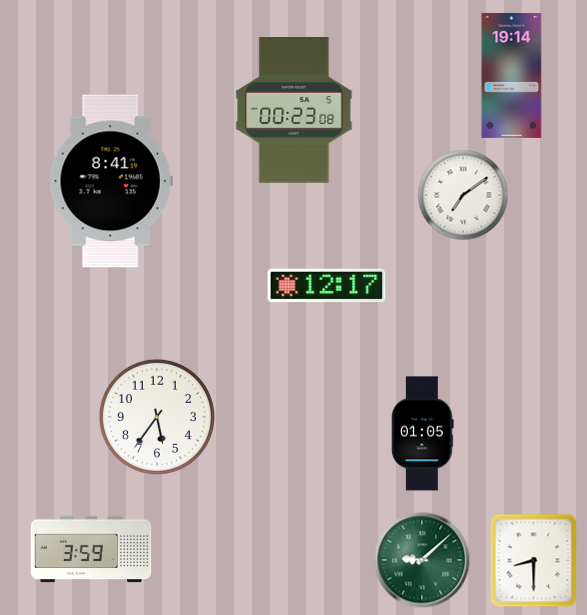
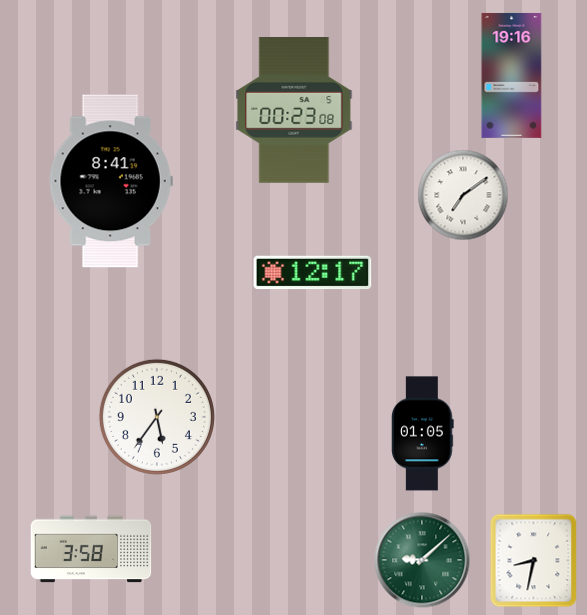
clock at (512, 75): 19:14 -> 19:16
clock at (327, 286) position: (327, 286) -> (313, 273)
clock at (91, 549): 3:59 -> 3:58
clock at (534, 561): 8:30 -> 8:32
